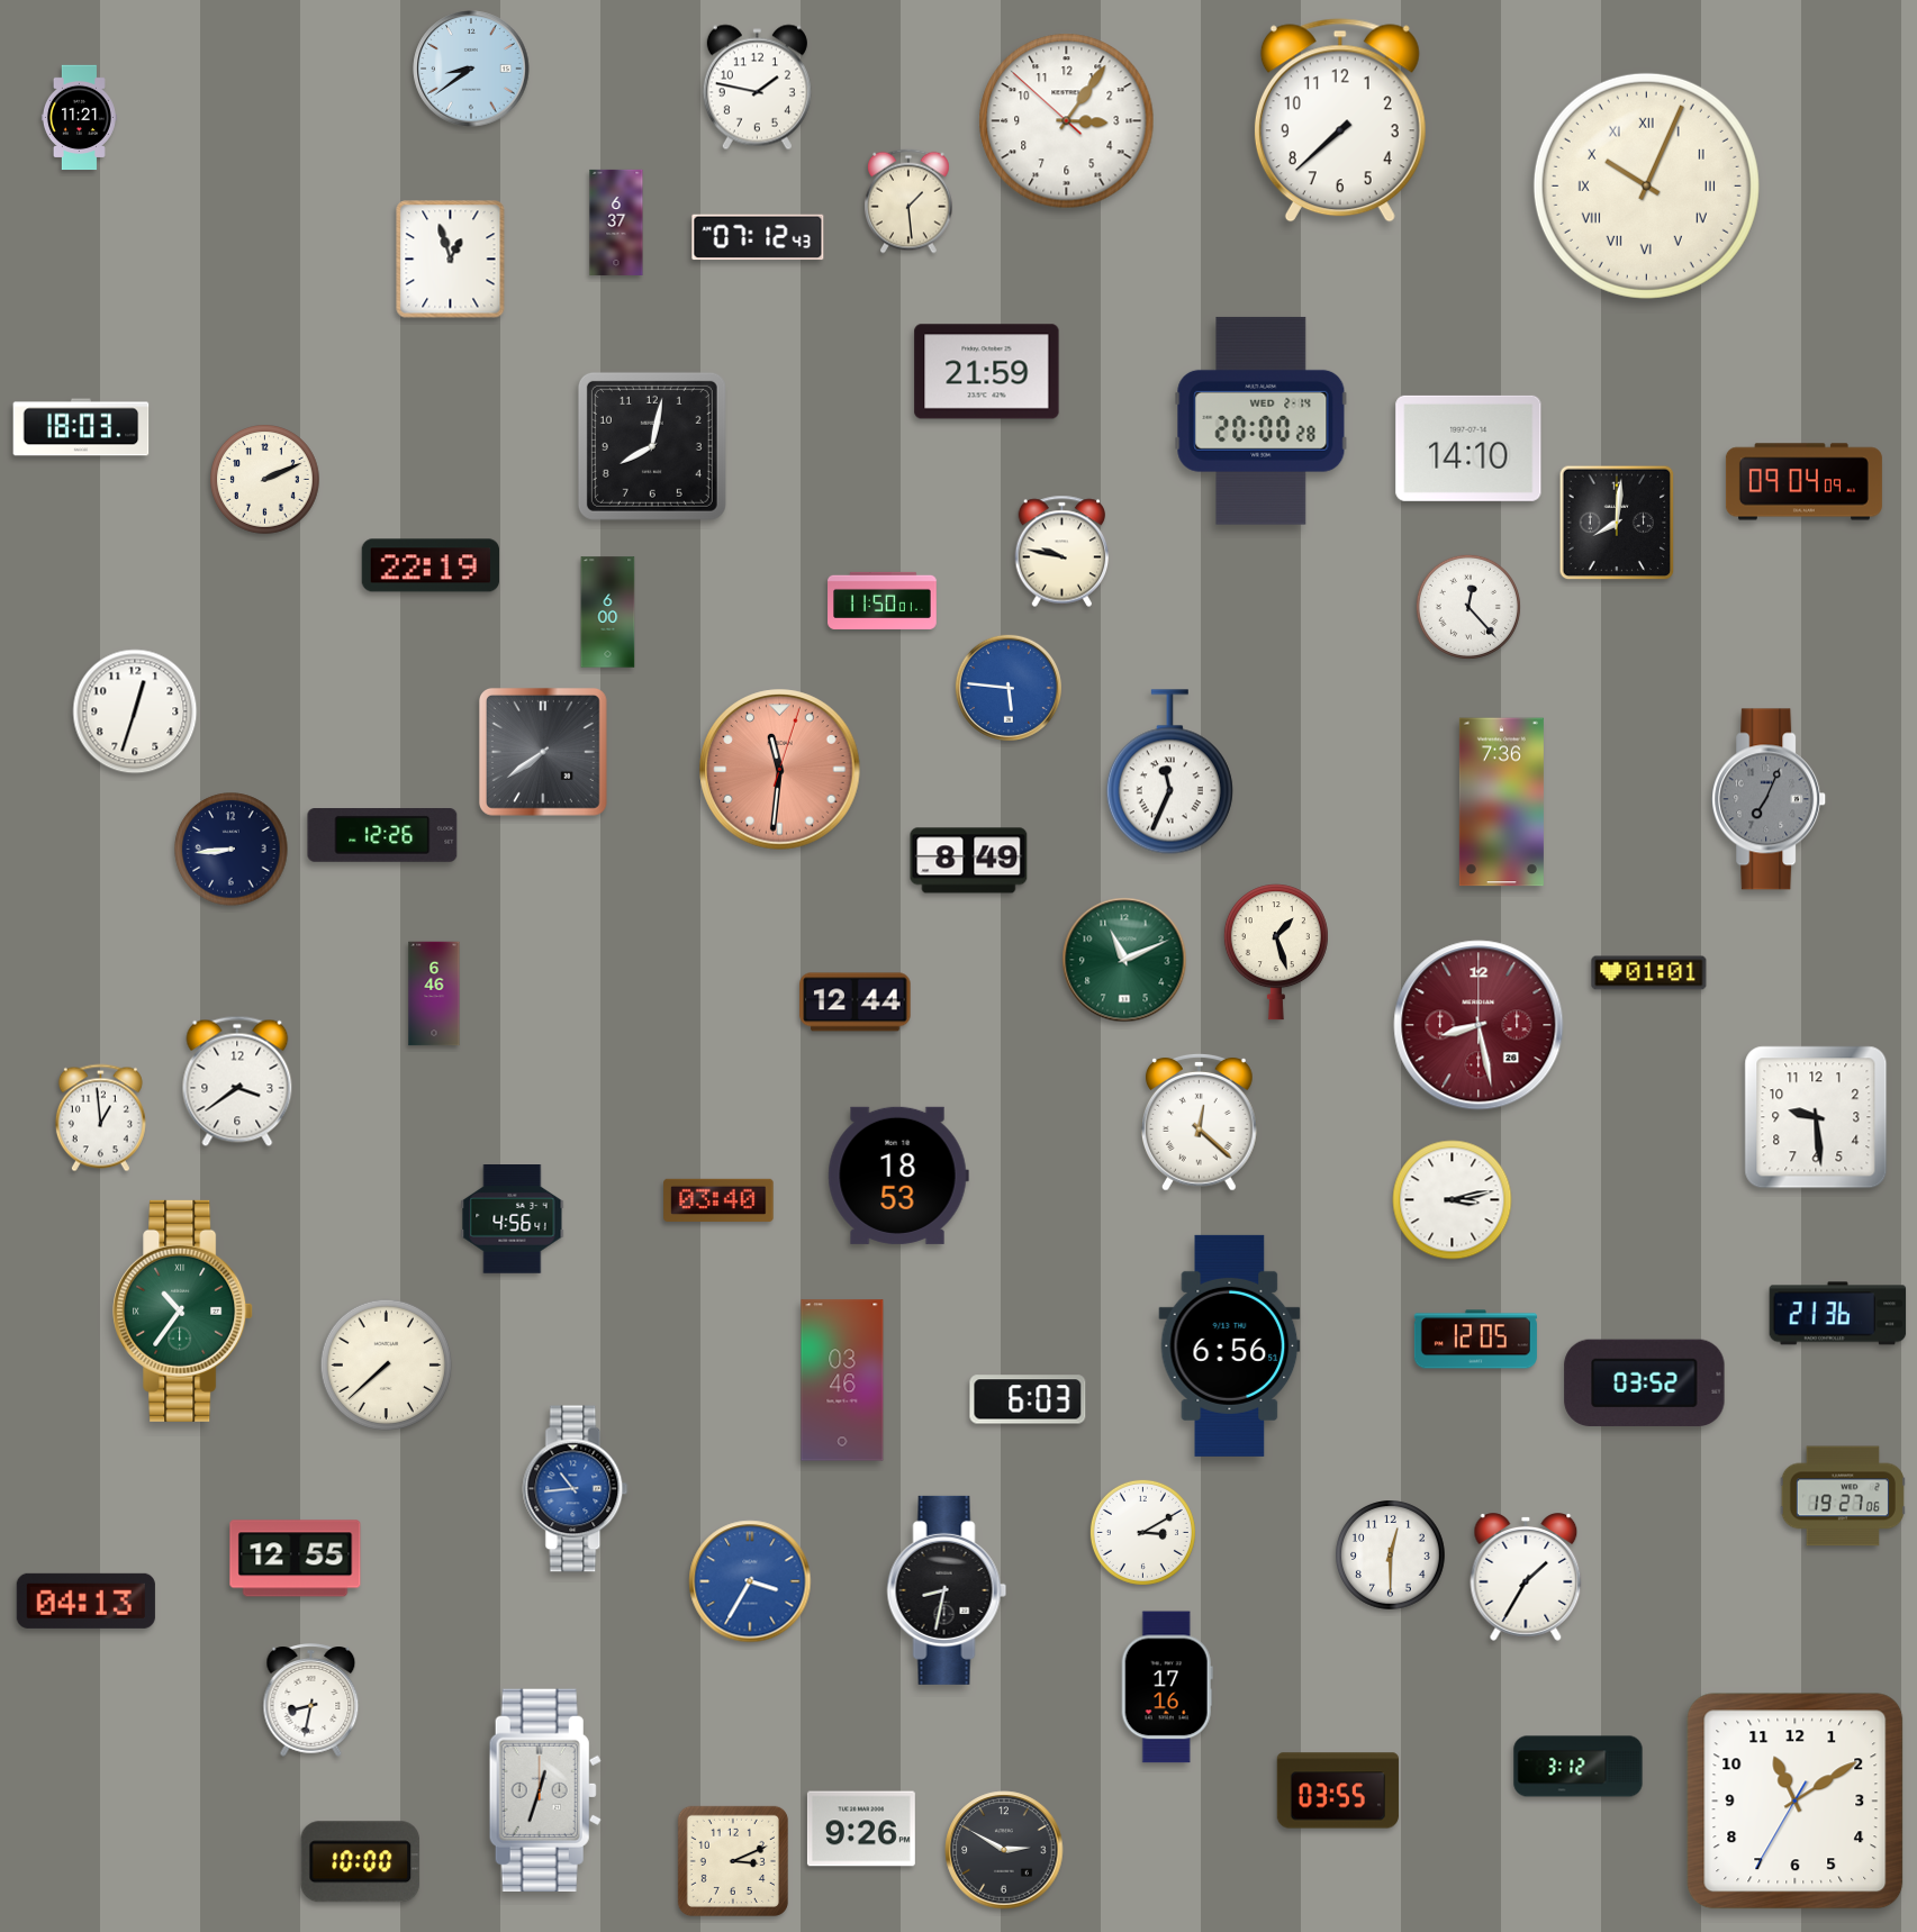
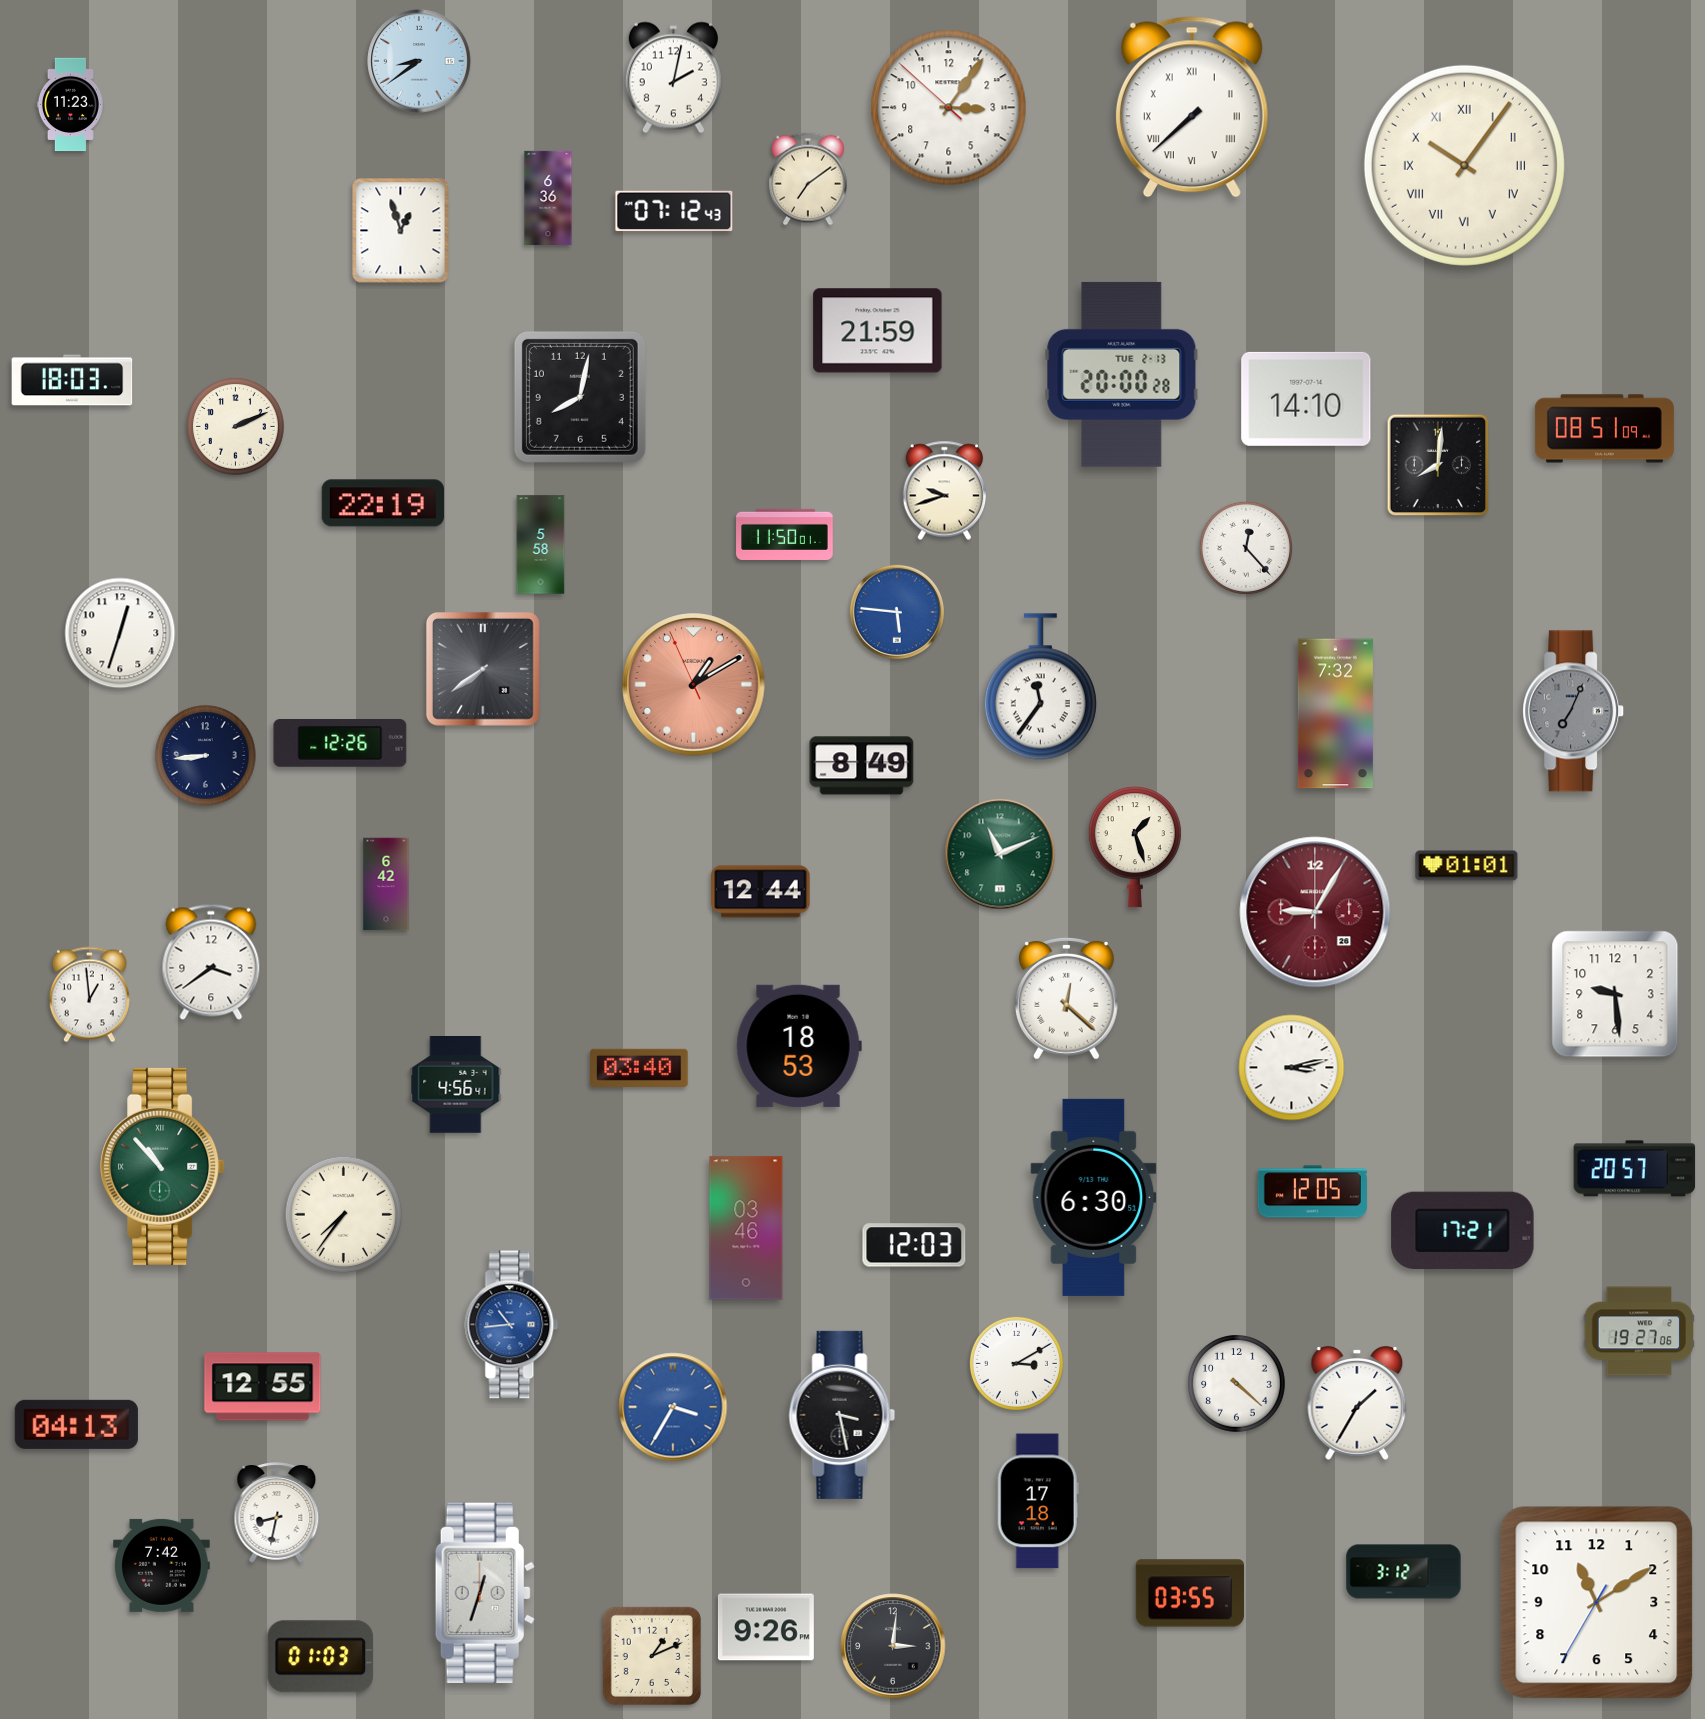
clock at (757, 88): 1:47 -> 2:02
clock at (79, 118): 11:21 -> 11:23
clock at (1340, 120) numerals: Arabic -> Roman
clock at (1646, 185): 10:04 -> 10:06
clock at (910, 201): 1:29 -> 7:09
clock at (616, 223): 6:37 -> 6:36
clock at (1262, 420) date: WED 2-14 -> TUE 2-13
clock at (1803, 482): 09:04 -> 08:51
clock at (1063, 552): 9:47 -> 9:42
clock at (1468, 607) position: (1468, 607) -> (1246, 548)
clock at (608, 613): 6:00 -> 5:58
clock at (780, 770): 11:31 -> 1:09
clock at (1169, 772): 11:34 -> 11:36
clock at (1501, 802): 7:36 -> 7:32
clock at (434, 994): 6:46 -> 6:42
clock at (1479, 1025): 8:28 -> 9:05
clock at (183, 1310): 10:36 -> 10:53
clock at (1838, 1314): 21:36 -> 20:57
clock at (1230, 1345): 6:56 -> 6:30
clock at (387, 1366): 7:38 -> 7:36
clock at (842, 1380) position: (842, 1380) -> (746, 1228)
clock at (1645, 1382): 03:52 -> 17:21
clock at (1028, 1399): 6:03 -> 12:03
clock at (1391, 1555): 12:30 -> 4:22
clock at (750, 1581) position: (750, 1581) -> (673, 1407)
clock at (947, 1590): 8:32 -> 3:28
clock at (1167, 1687): 17:16 -> 17:18
clock at (162, 1565): none -> 7:42
clock at (1004, 1850): 2:50 -> 3:01
clock at (733, 1861): 3:11 -> 1:11
clock at (361, 1862): 10:00 -> 01:03
